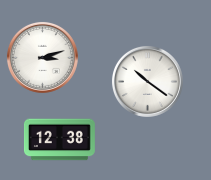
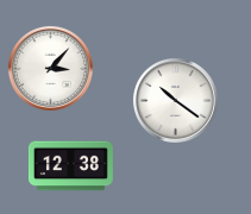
clock at (42, 57): 3:12 -> 3:07
clock at (147, 81) position: (147, 81) -> (175, 100)
